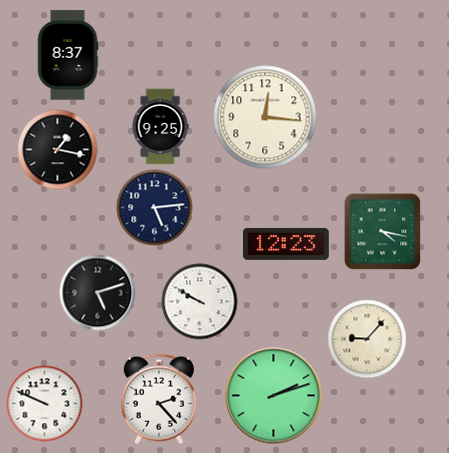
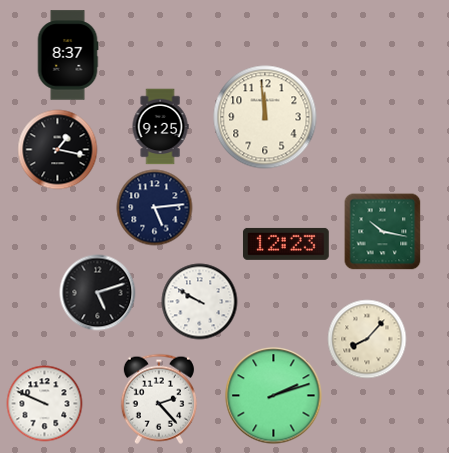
clock at (265, 117): 12:16 -> 11:59
clock at (383, 232): 4:17 -> 10:17
clock at (367, 339): 9:07 -> 8:07
